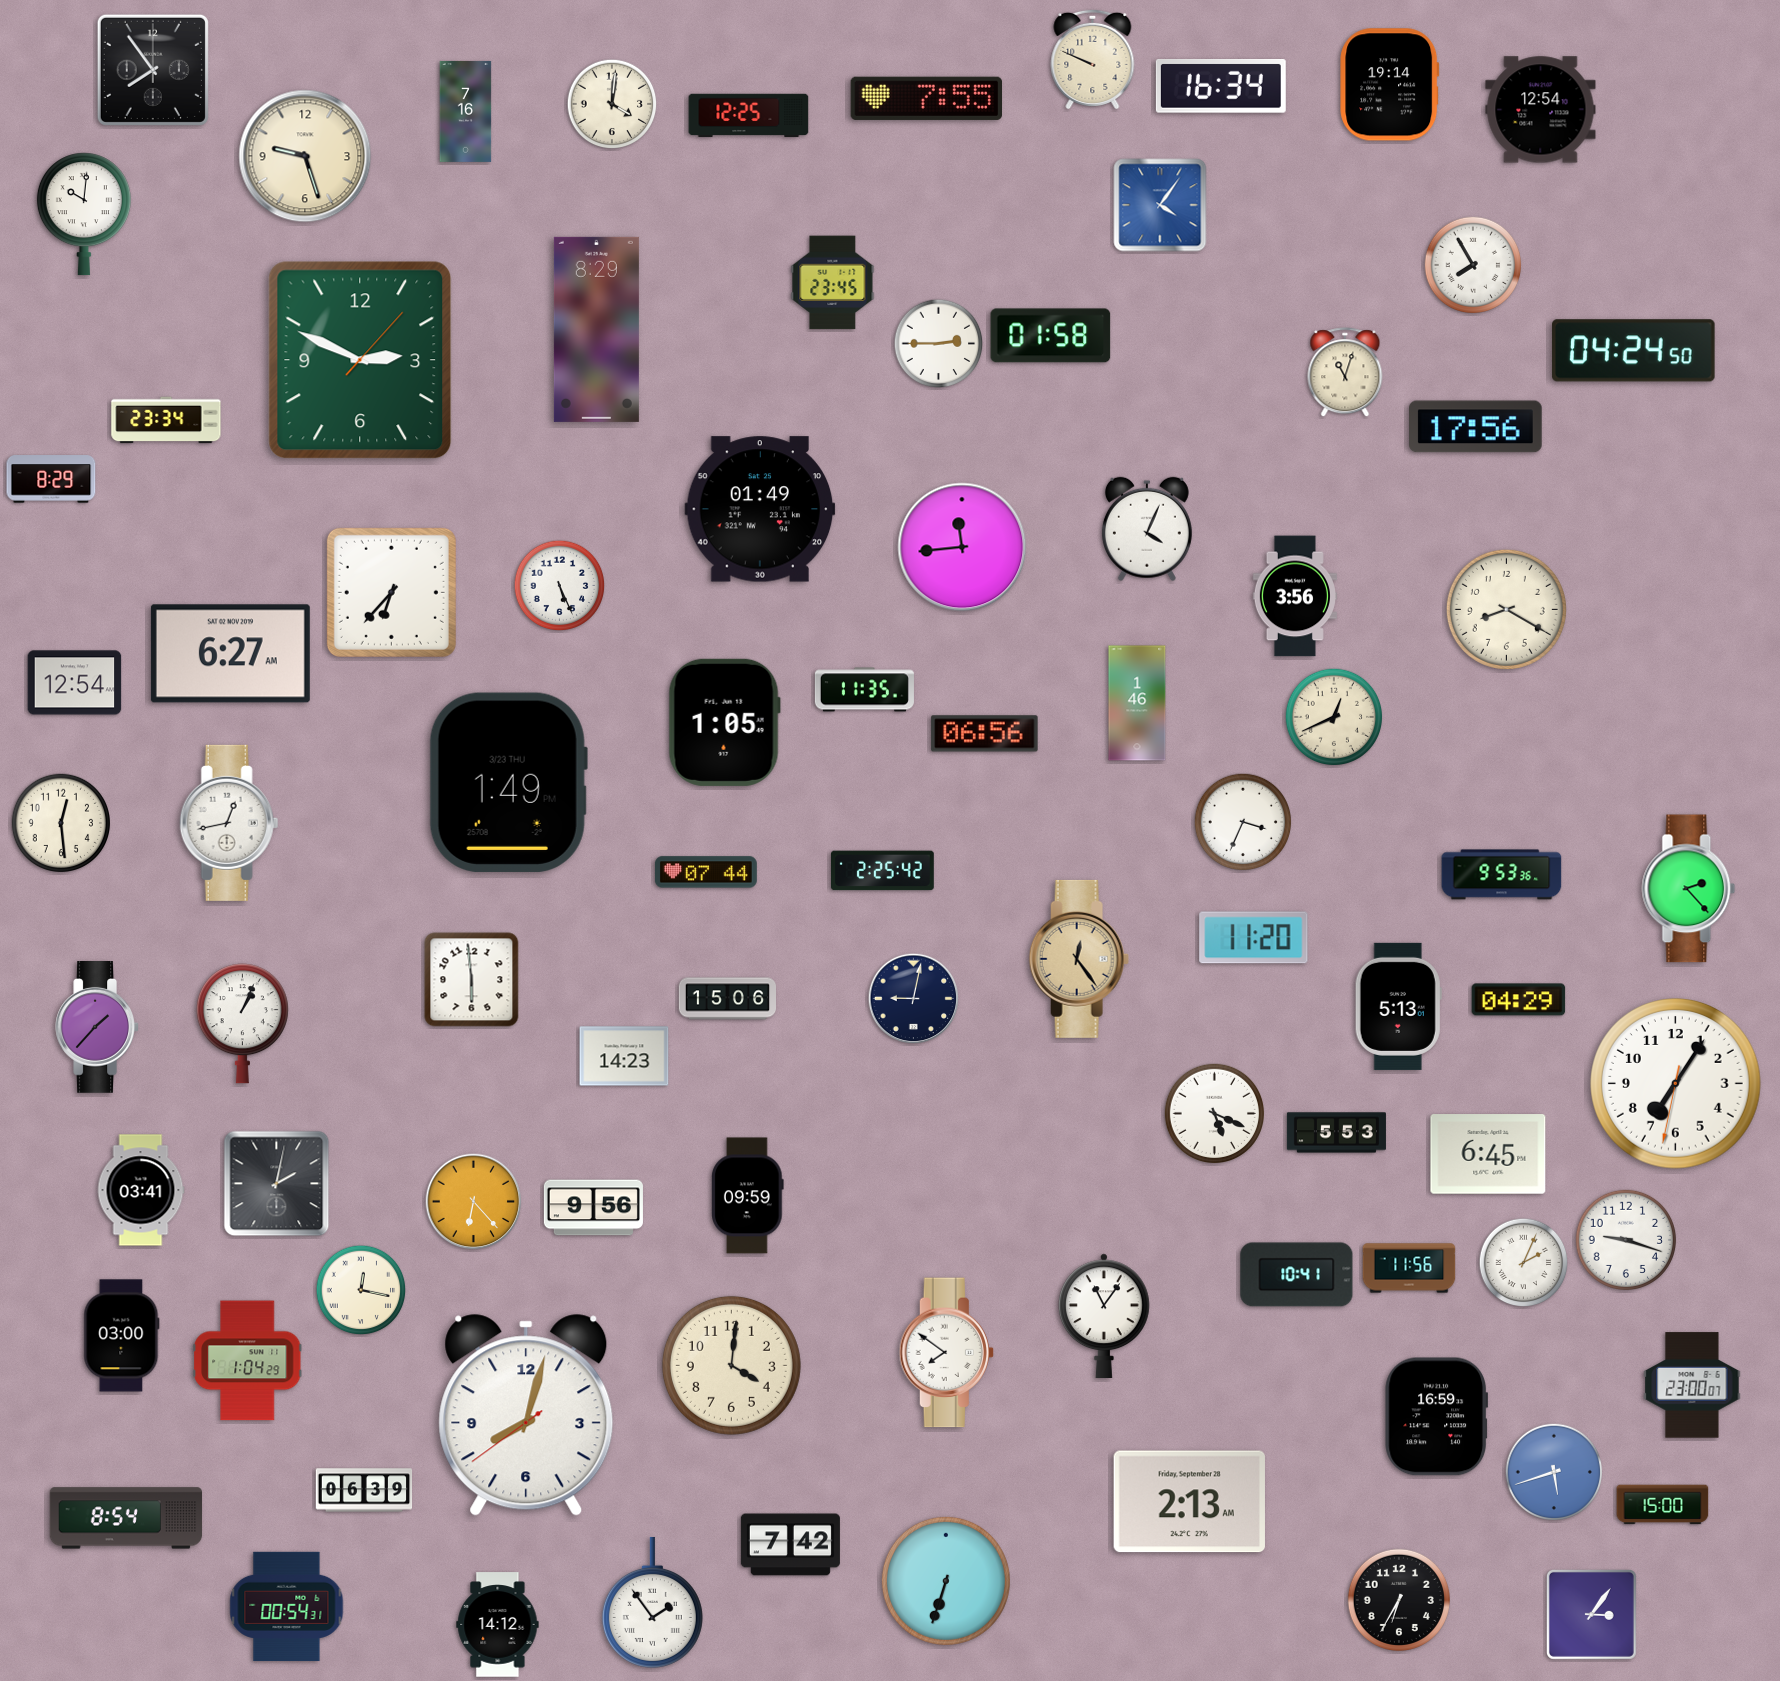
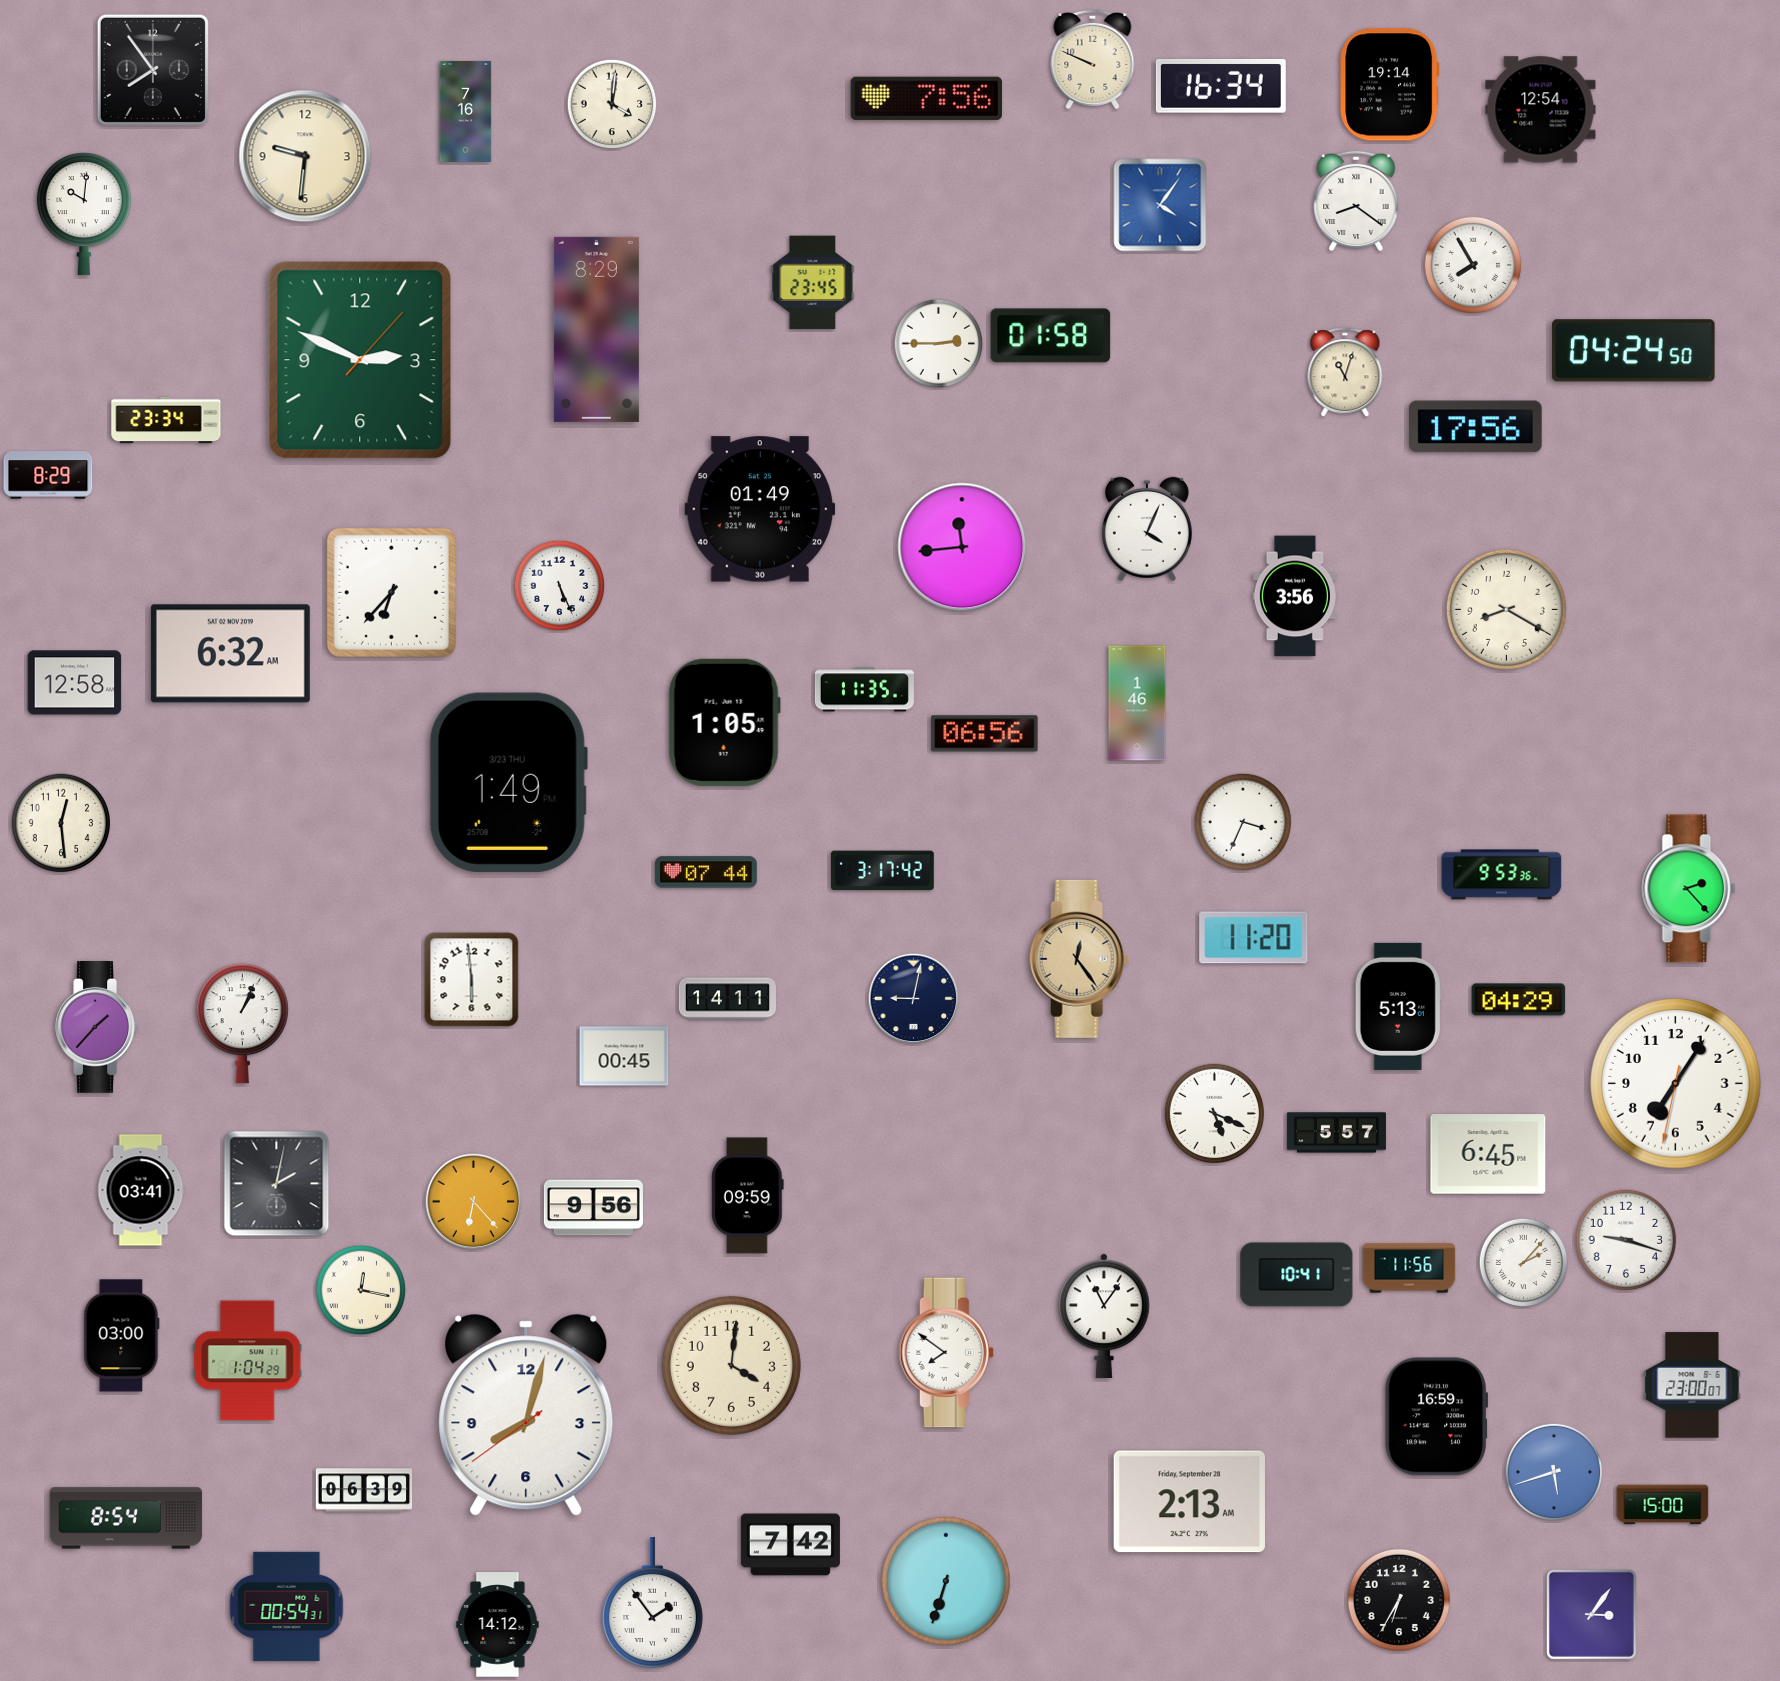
clock at (926, 98): 7:55 -> 7:56
clock at (749, 116): 12:25 -> none
clock at (305, 156): 9:27 -> 9:31
clock at (1356, 201): none -> 8:21
clock at (833, 283) position: (833, 283) -> (813, 283)
clock at (51, 479) position: (51, 479) -> (48, 475)
clock at (230, 654): 6:27 -> 6:32
clock at (75, 683): 12:54 -> 12:58
clock at (1333, 716): 12:41 -> none
clock at (229, 823): 12:43 -> none
clock at (883, 871): 2:25 -> 3:17
clock at (727, 999): 15:06 -> 14:11
clock at (624, 1056): 14:23 -> 00:45
clock at (1336, 1133): 5:53 -> 5:57
clock at (1524, 1263): 2:04 -> 2:07
